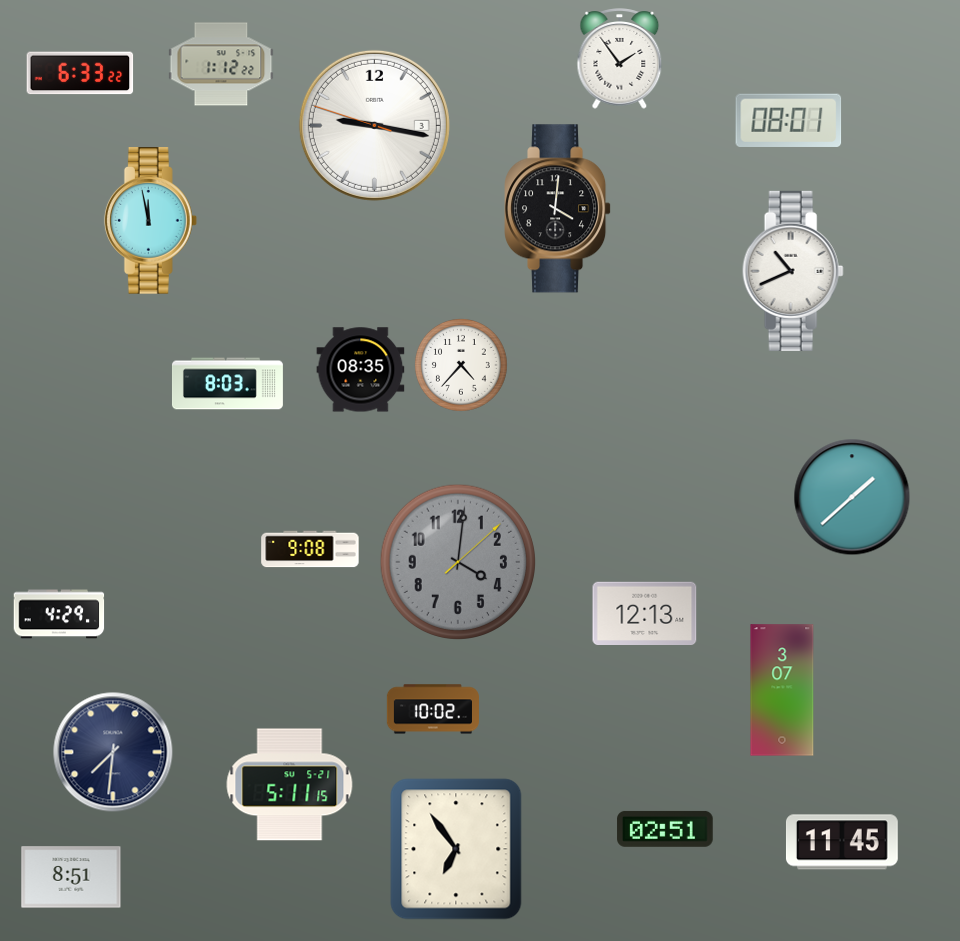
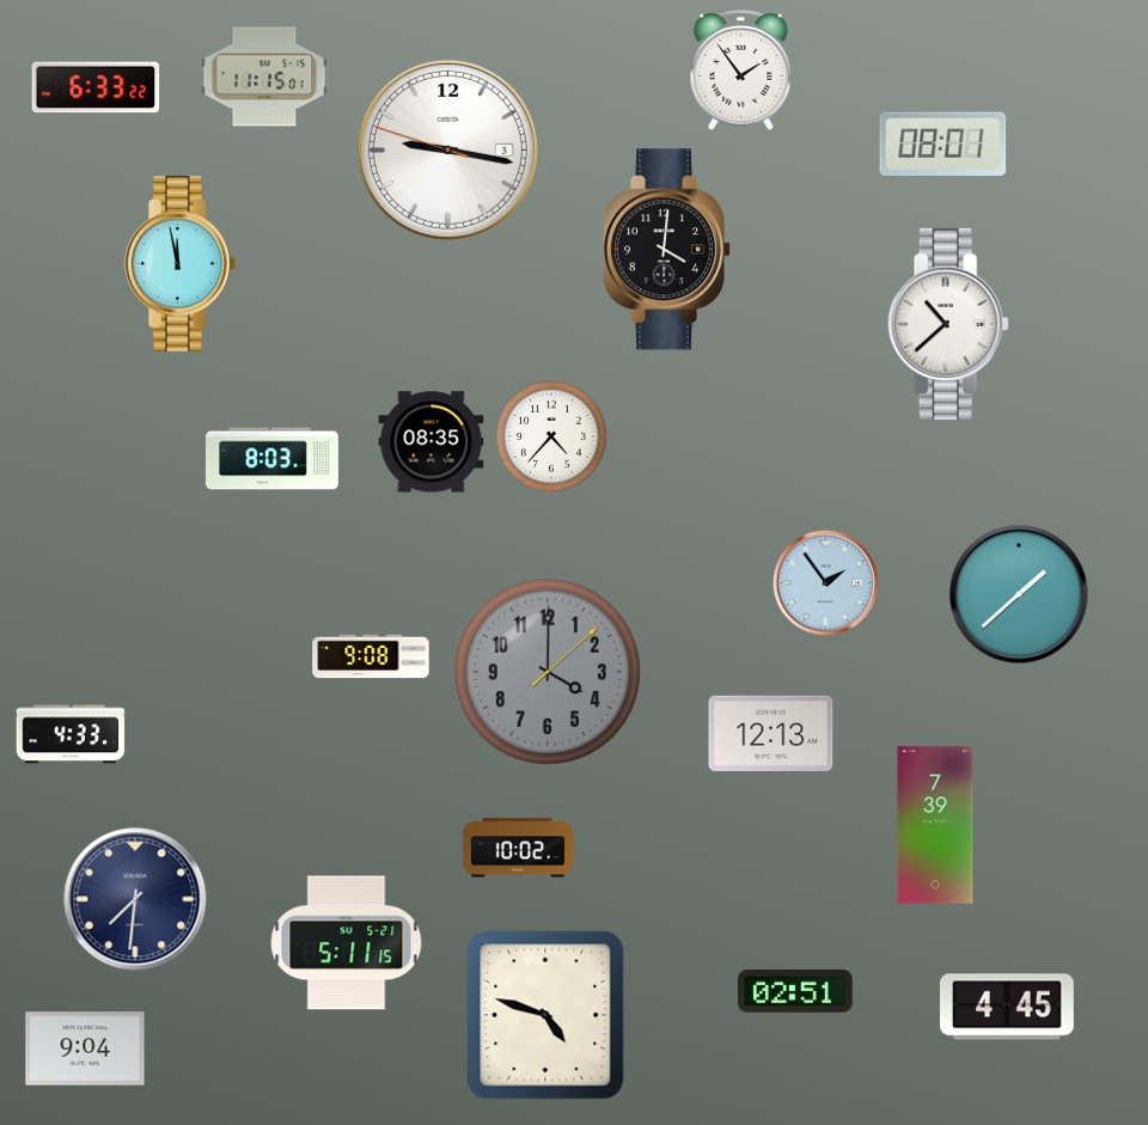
clock at (221, 64): 1:12 -> 11:15
clock at (793, 271): 10:41 -> 10:38
clock at (825, 582): none -> 1:54
clock at (457, 561): 4:01 -> 4:00
clock at (59, 614): 4:29 -> 4:33
clock at (782, 690): 3:07 -> 7:39
clock at (290, 785) position: (290, 785) -> (347, 943)
clock at (842, 842): 11:45 -> 4:45
clock at (456, 849): 6:54 -> 4:48
clock at (71, 877): 8:51 -> 9:04
